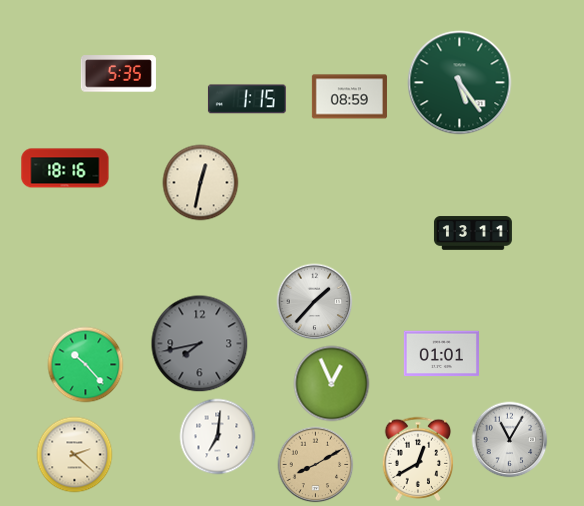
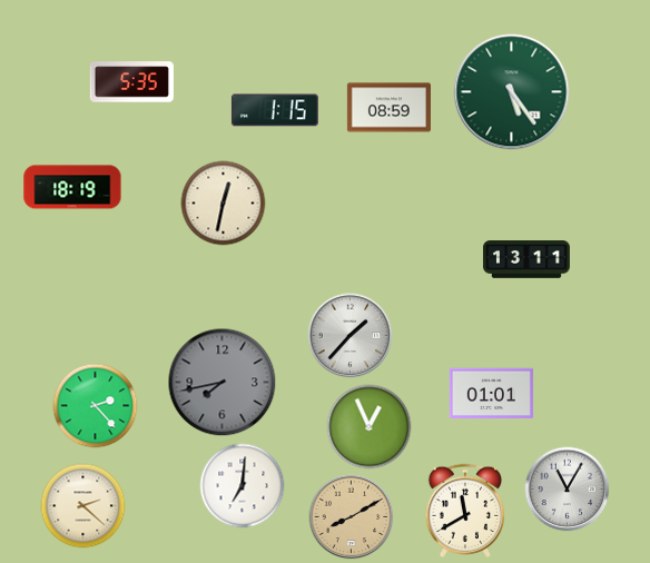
clock at (65, 168): 18:16 -> 18:19
clock at (86, 365): 10:23 -> 2:23
clock at (418, 458): 12:40 -> 11:40
